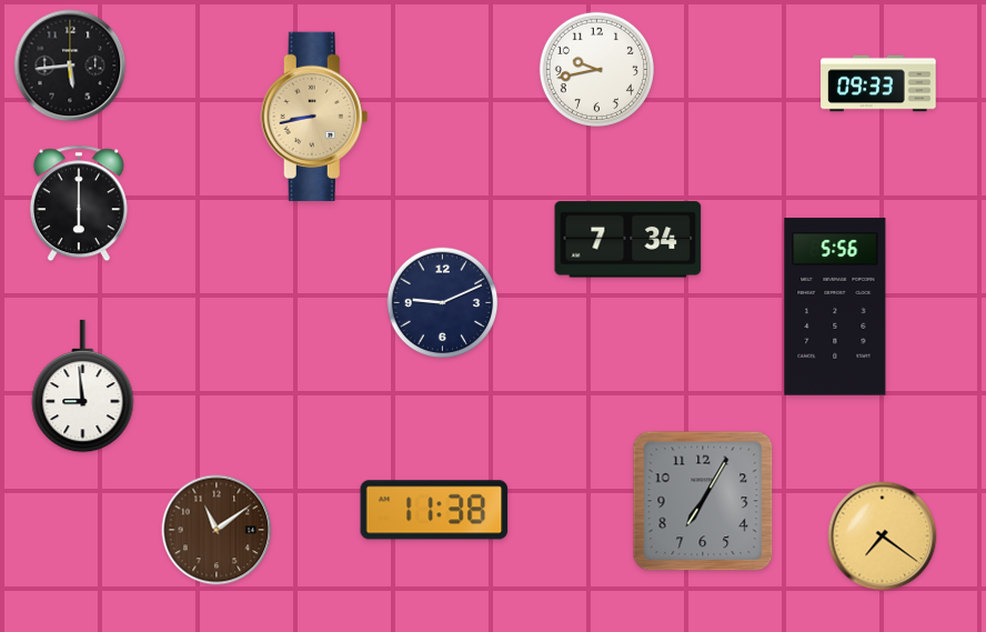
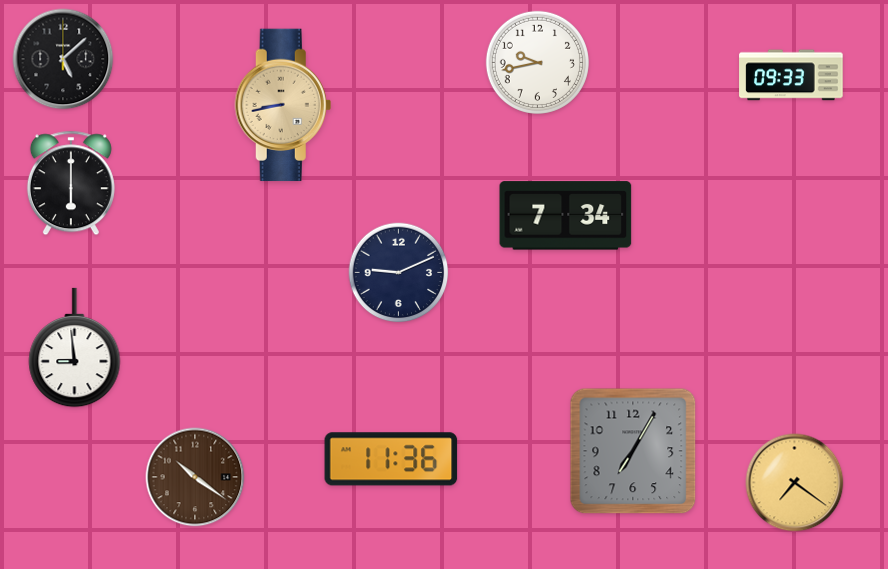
clock at (70, 66): 5:44 -> 5:08
clock at (835, 307): 5:56 -> none
clock at (434, 510): 11:38 -> 11:36
clock at (217, 530): 11:09 -> 10:21
